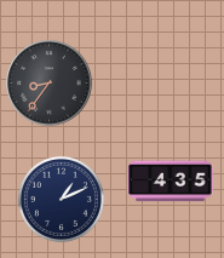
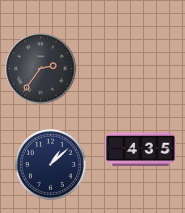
clock at (50, 84): 8:36 -> 2:36
clock at (61, 199): 1:11 -> 1:08
